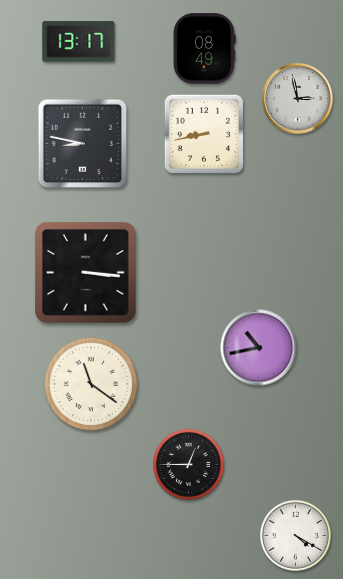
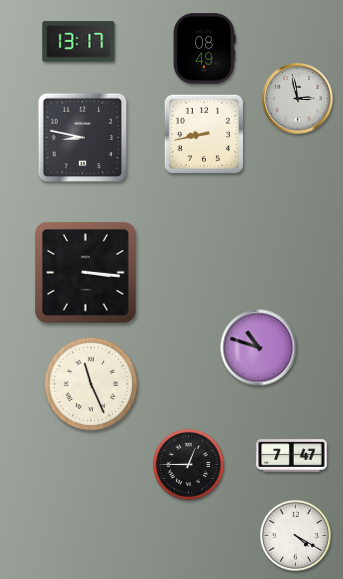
clock at (83, 144) position: (83, 144) -> (83, 138)
clock at (259, 348): 10:43 -> 10:48
clock at (91, 384): 11:21 -> 11:26
clock at (292, 456): none -> 7:47
